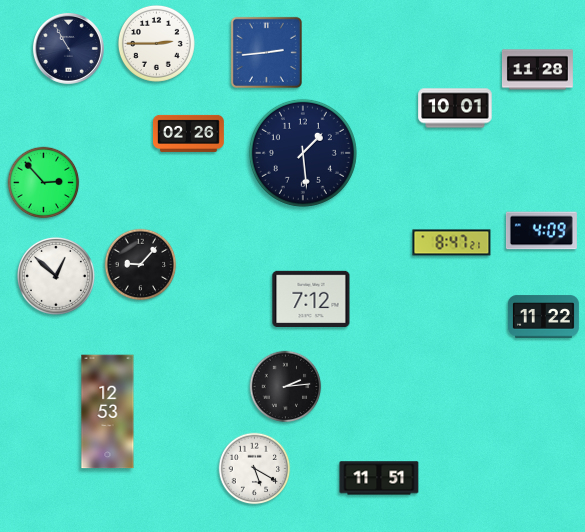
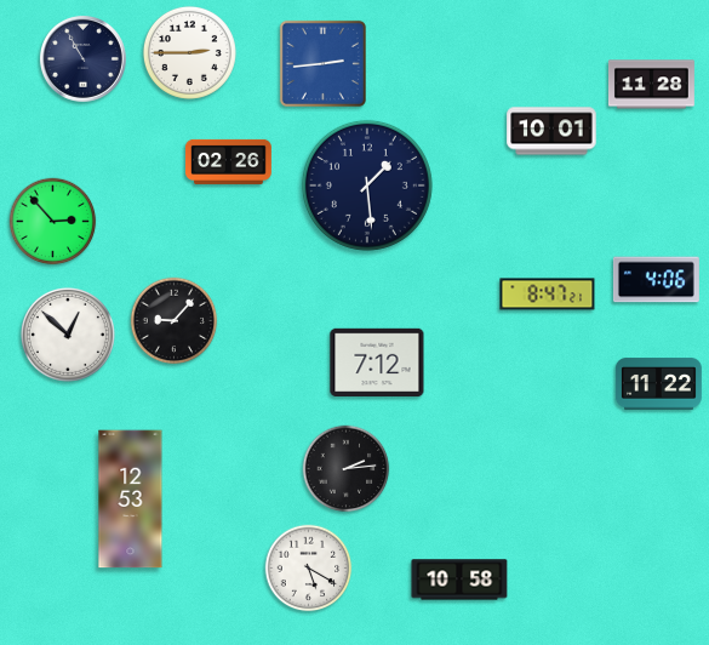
clock at (541, 231): 4:09 -> 4:06
clock at (141, 265) position: (141, 265) -> (175, 321)
clock at (379, 478): 11:51 -> 10:58
